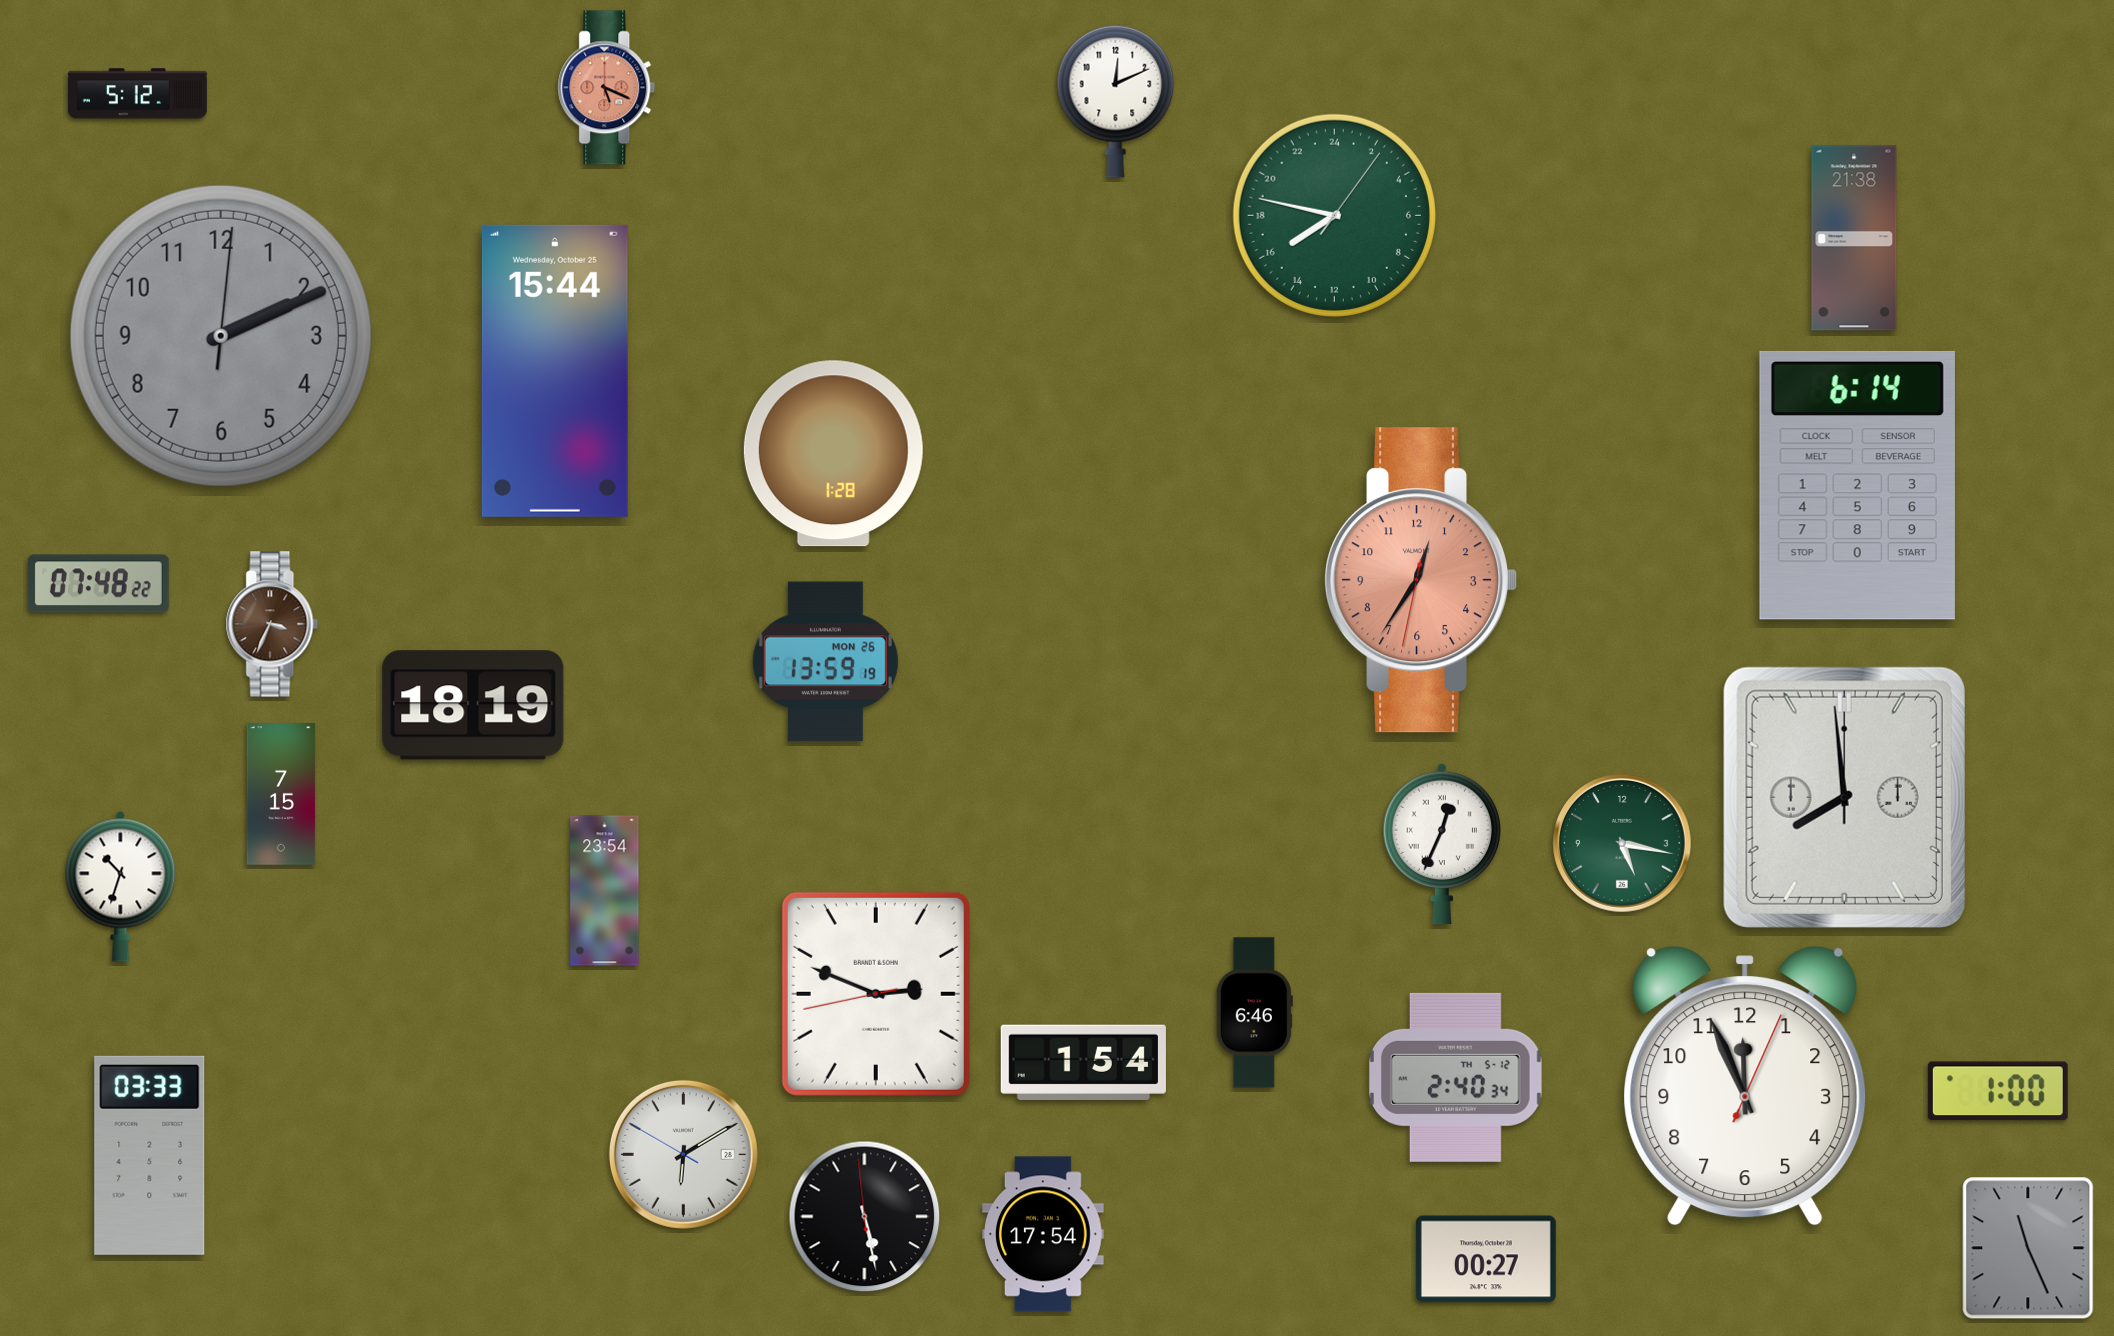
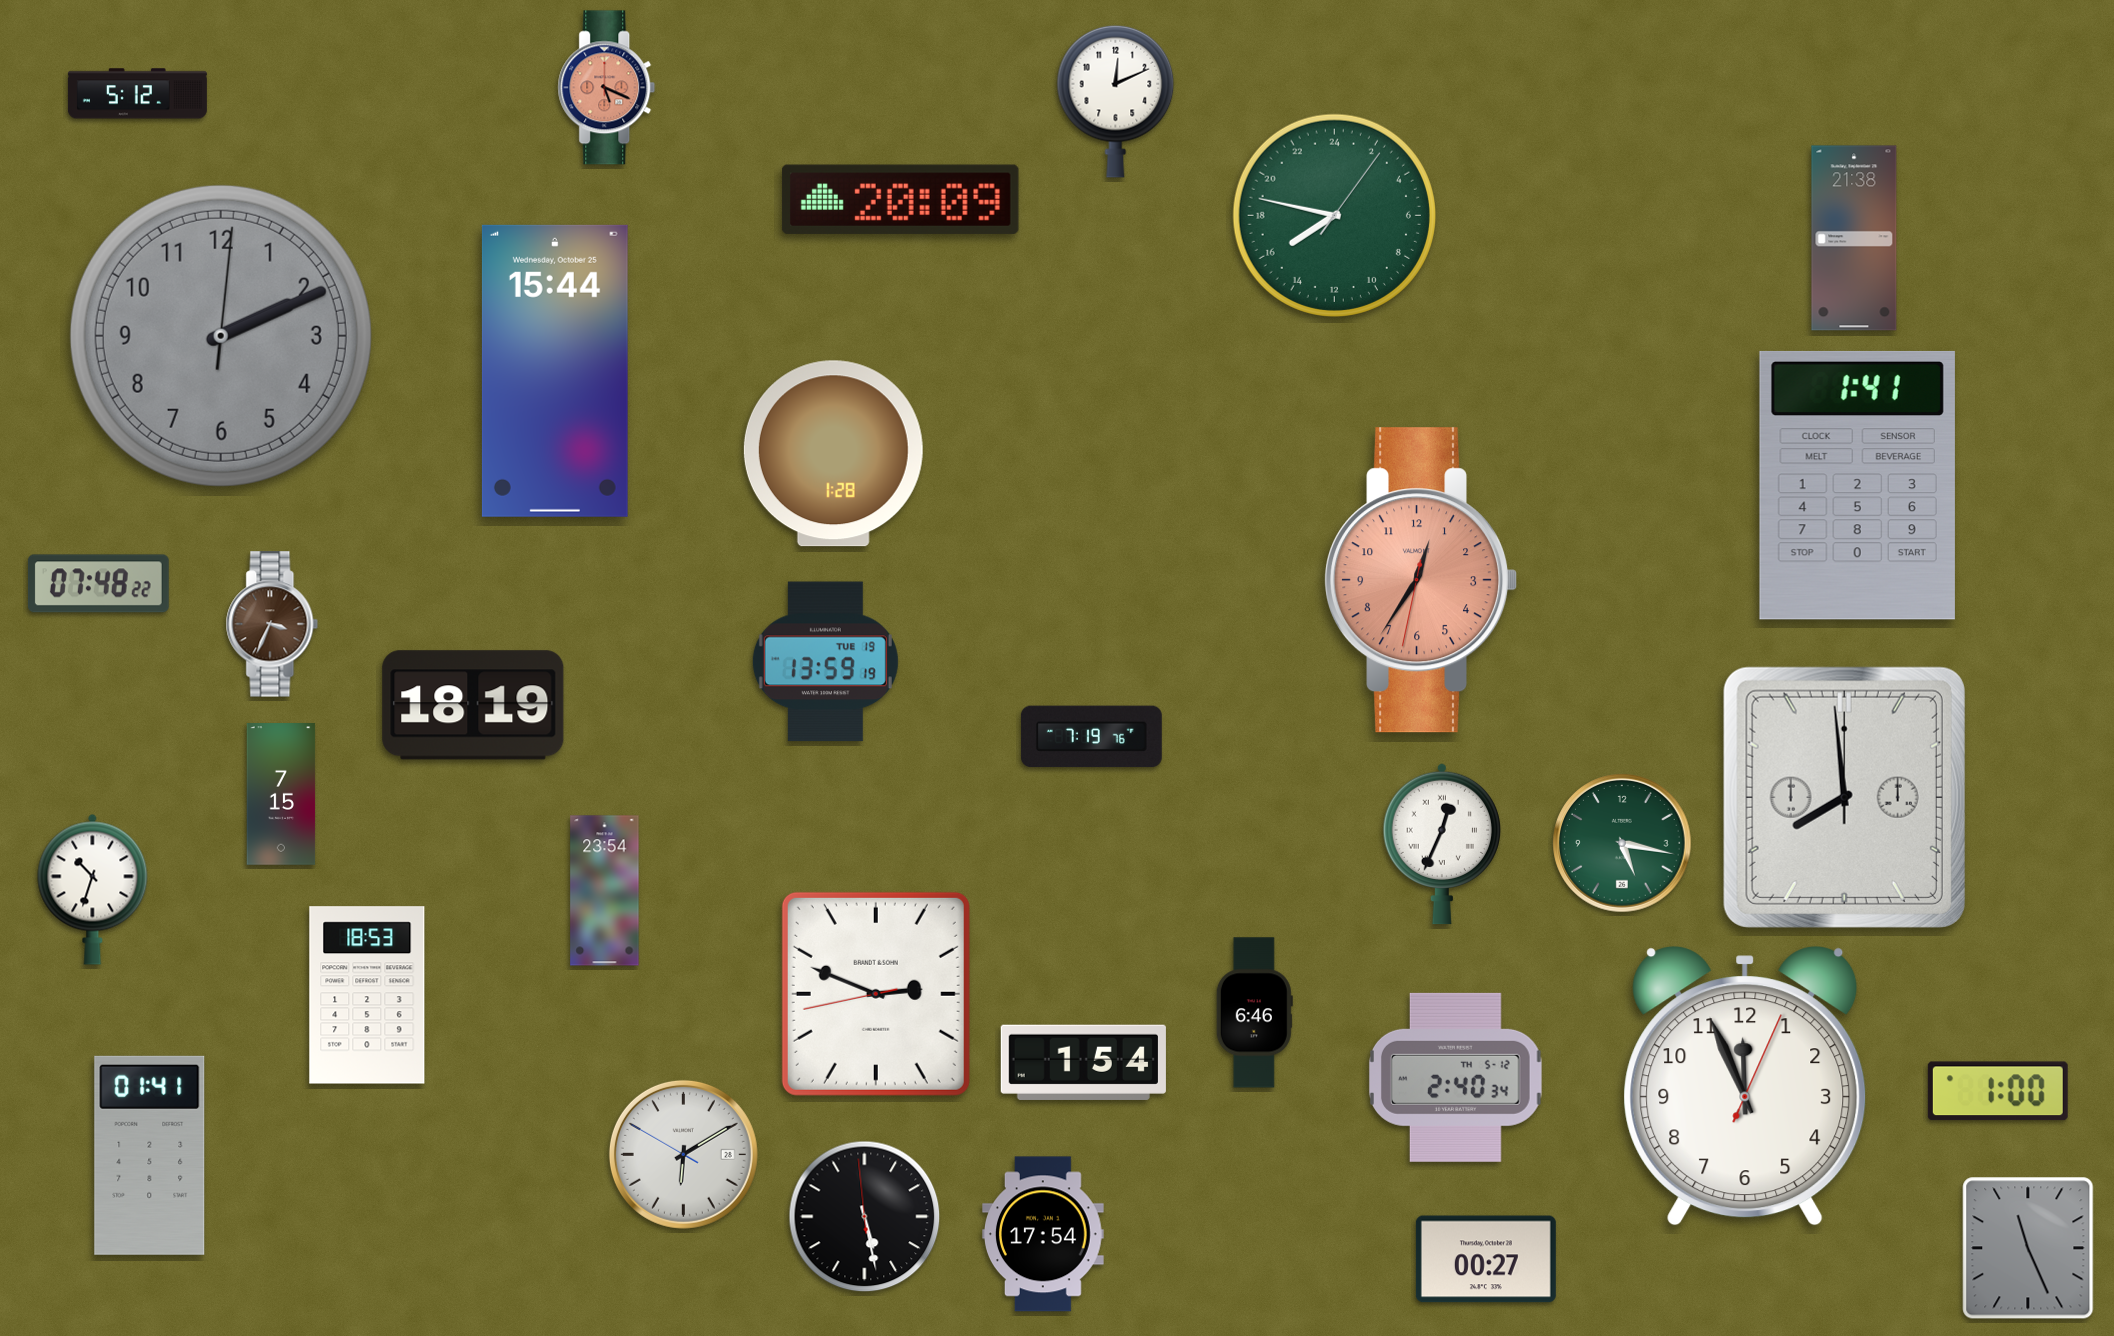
clock at (900, 199): none -> 20:09
clock at (1857, 485): 6:14 -> 1:41
clock at (825, 662) date: MON 26 -> TUE 19
clock at (1091, 737): none -> 7:19
clock at (121, 886) position: (121, 886) -> (93, 889)
clock at (367, 995): none -> 18:53
clock at (150, 1155): 03:33 -> 01:41
